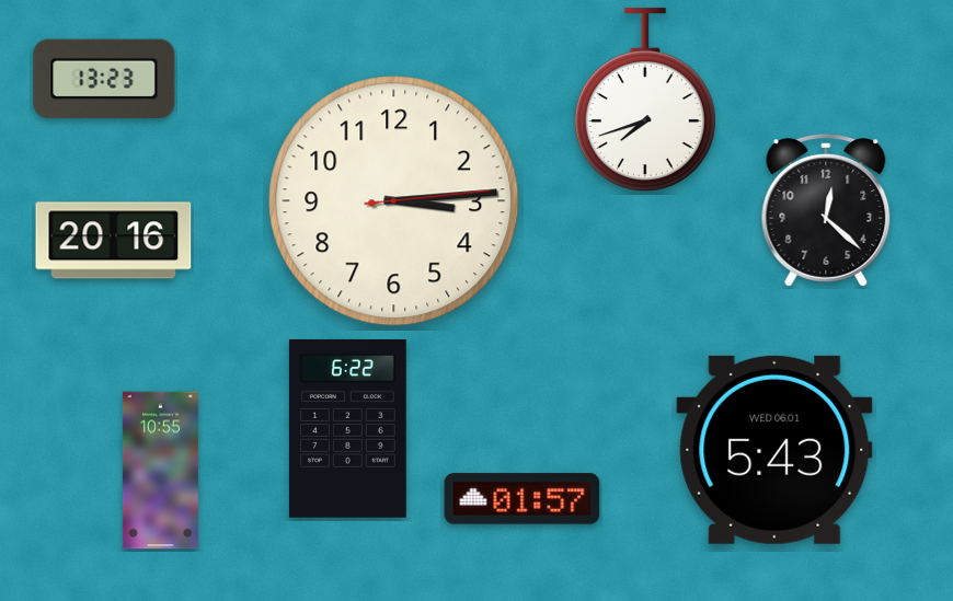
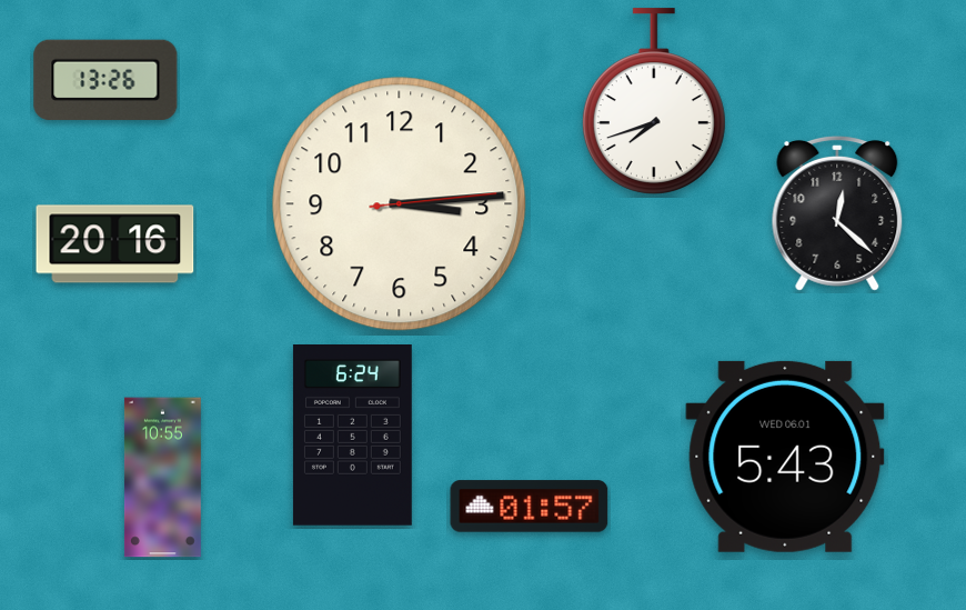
clock at (104, 79): 13:23 -> 13:26
clock at (347, 429): 6:22 -> 6:24
